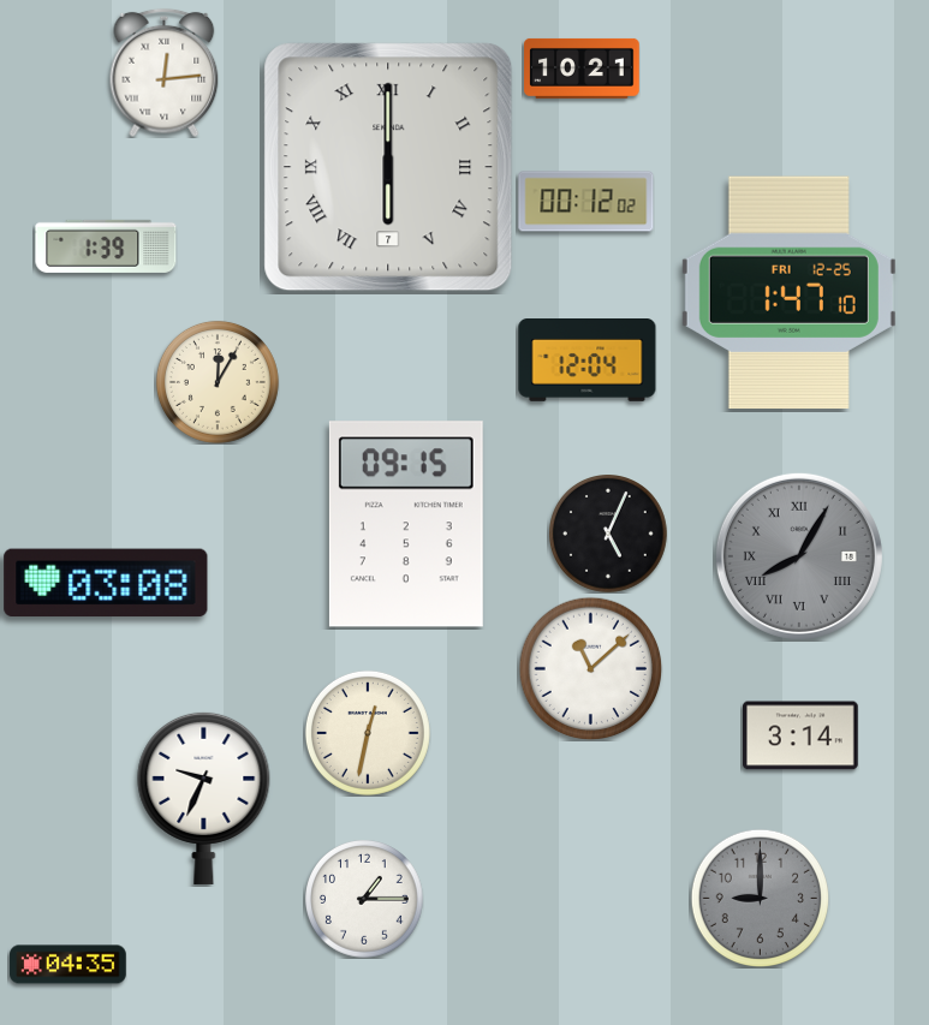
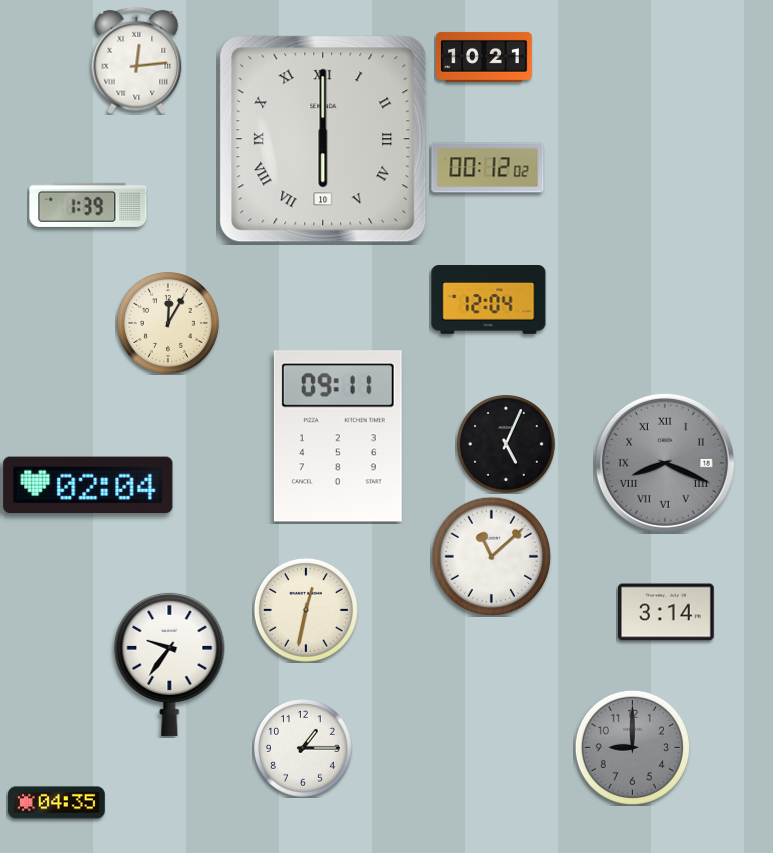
clock at (388, 167) date: 7 -> 10
clock at (788, 293): 1:47 -> none
clock at (218, 382) position: (218, 382) -> (168, 323)
clock at (406, 524): 09:15 -> 09:11
clock at (799, 556): 8:05 -> 8:19
clock at (106, 583): 03:08 -> 02:04
clock at (204, 798): 9:34 -> 9:36
